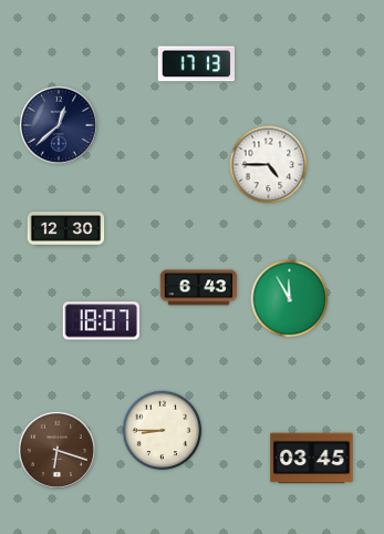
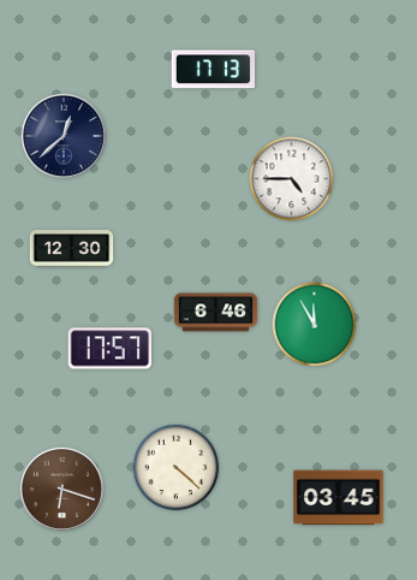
clock at (199, 288): 6:43 -> 6:46
clock at (101, 321): 18:07 -> 17:57
clock at (163, 431): 8:45 -> 4:22
